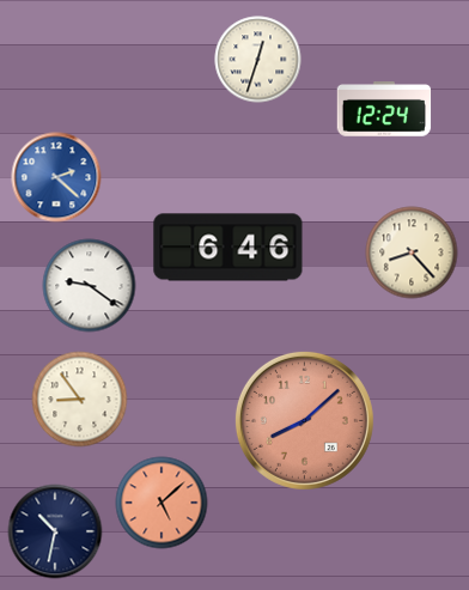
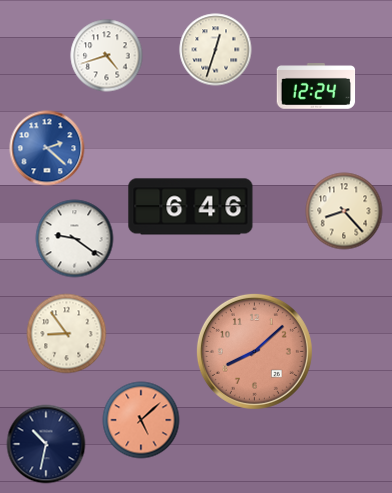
clock at (107, 56): none -> 4:42
clock at (384, 110) position: (384, 110) -> (316, 87)
clock at (162, 503) position: (162, 503) -> (141, 420)
